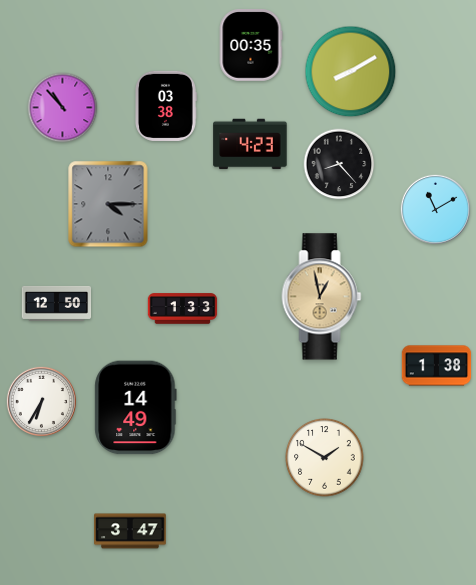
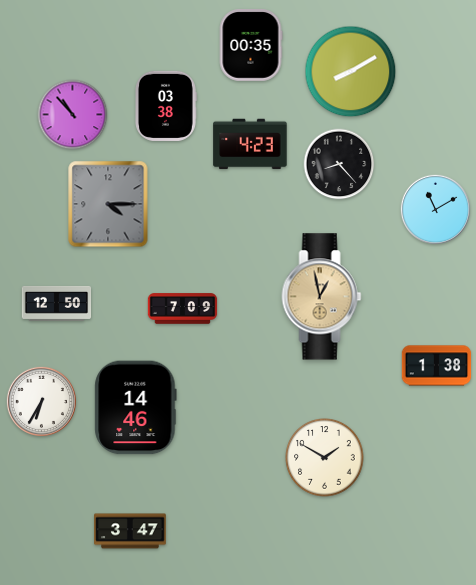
clock at (63, 108) position: (63, 108) -> (73, 115)
clock at (183, 309): 1:33 -> 7:09
clock at (136, 408): 14:49 -> 14:46
